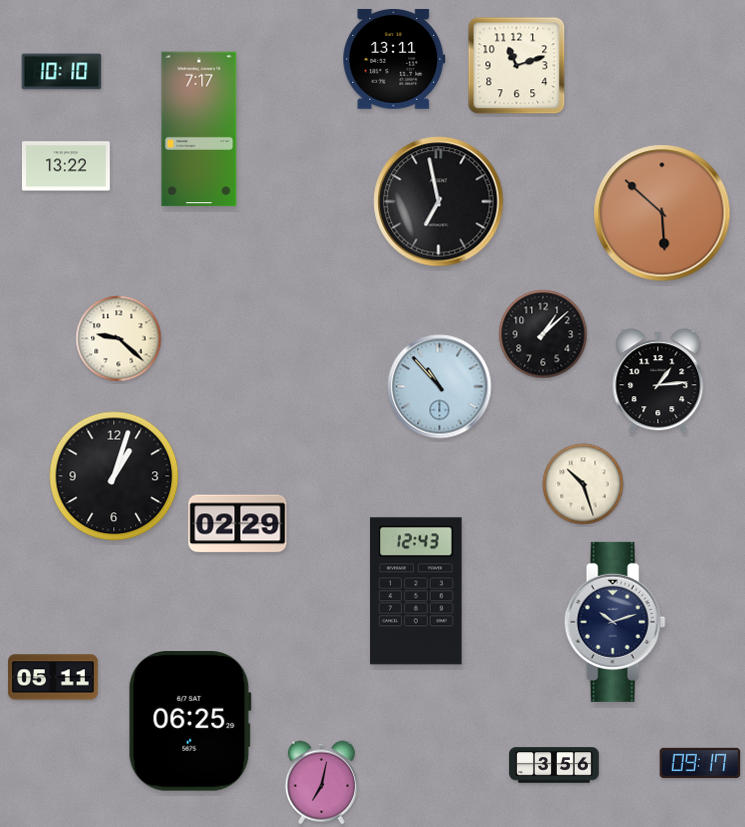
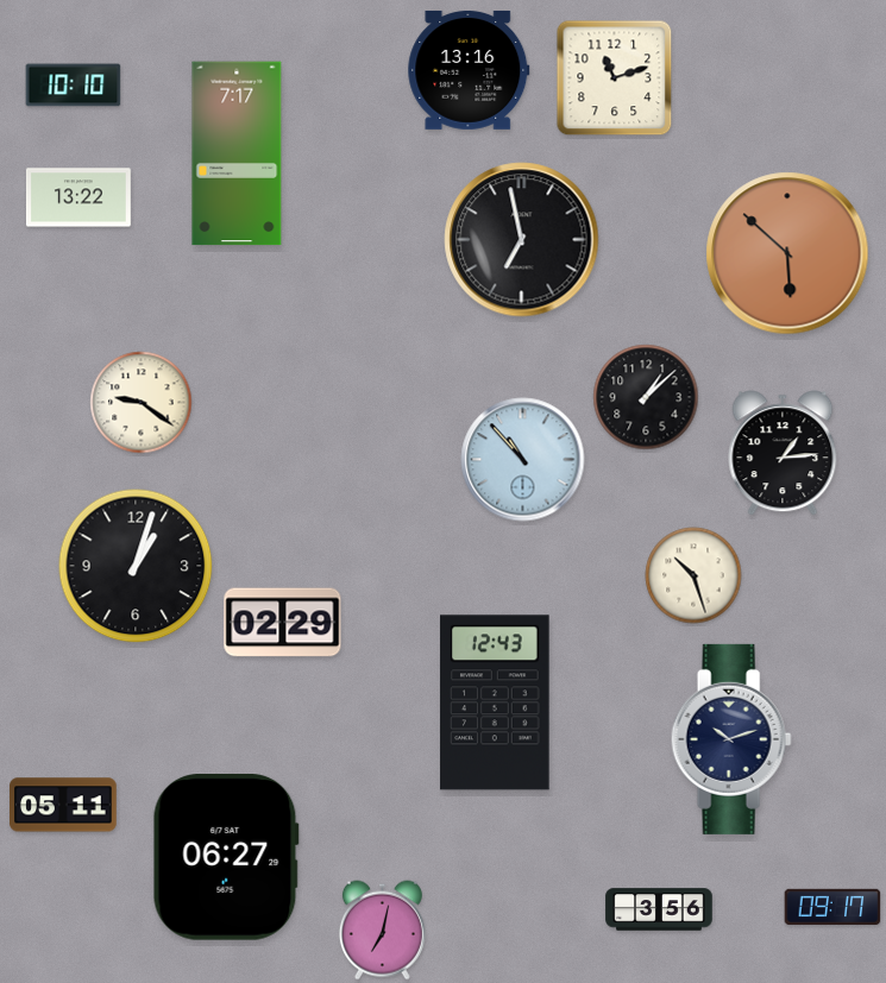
clock at (394, 59): 13:11 -> 13:16
clock at (119, 339): 9:22 -> 9:21
clock at (190, 722): 06:25 -> 06:27
